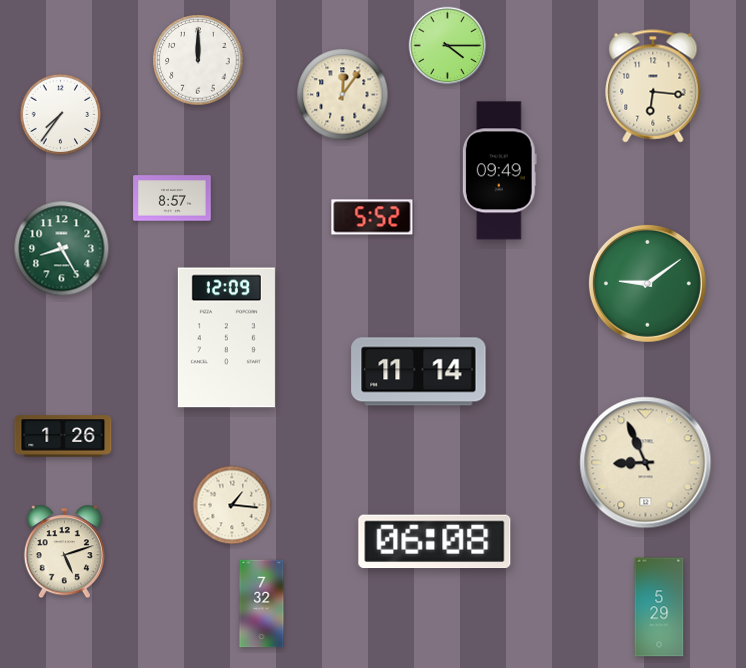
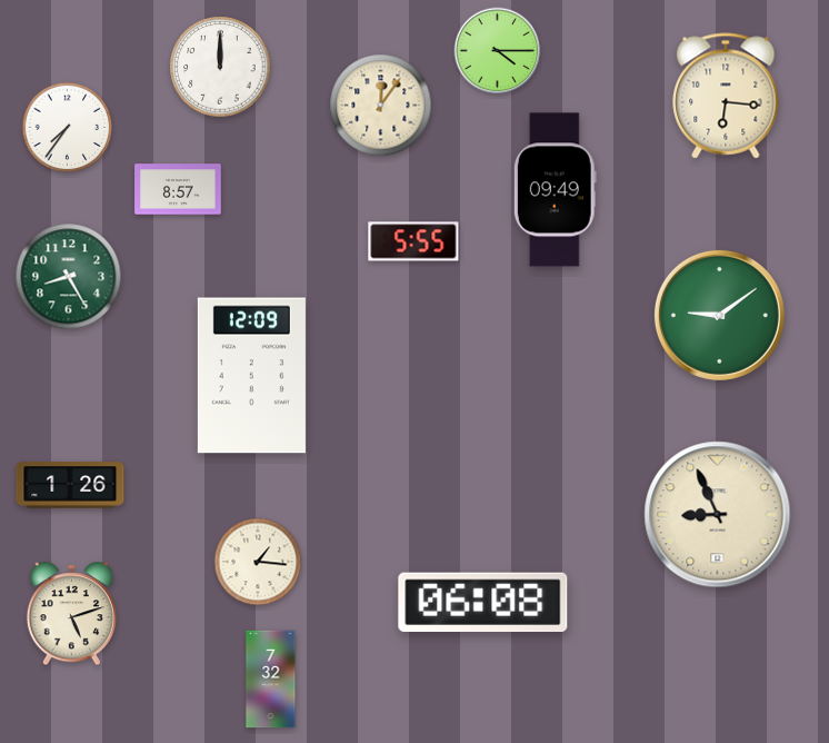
clock at (172, 198) position: (172, 198) -> (178, 189)
clock at (372, 217): 5:52 -> 5:55
clock at (419, 372): 11:14 -> none
clock at (262, 604) position: (262, 604) -> (271, 680)
clock at (659, 607): 5:29 -> none
